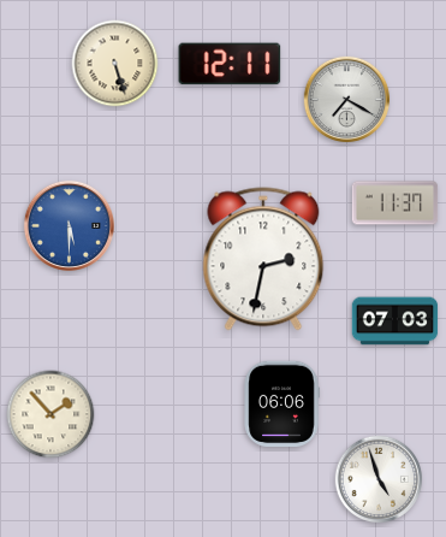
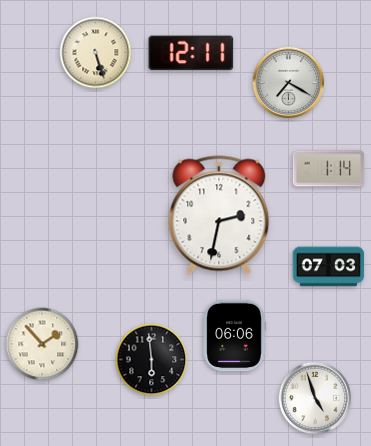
clock at (396, 203): 11:37 -> 1:14
clock at (69, 225): 5:30 -> none
clock at (152, 360): none -> 5:59
